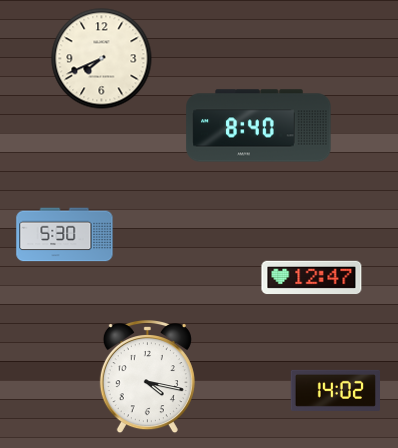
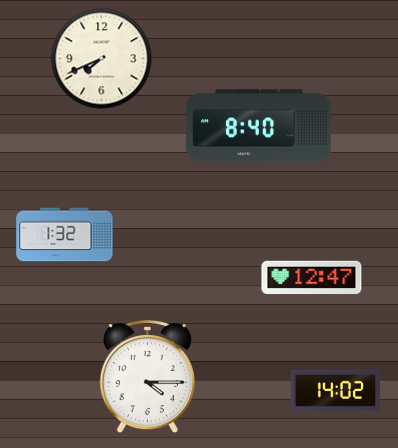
clock at (65, 235): 5:30 -> 1:32
clock at (147, 378): 4:17 -> 4:15
